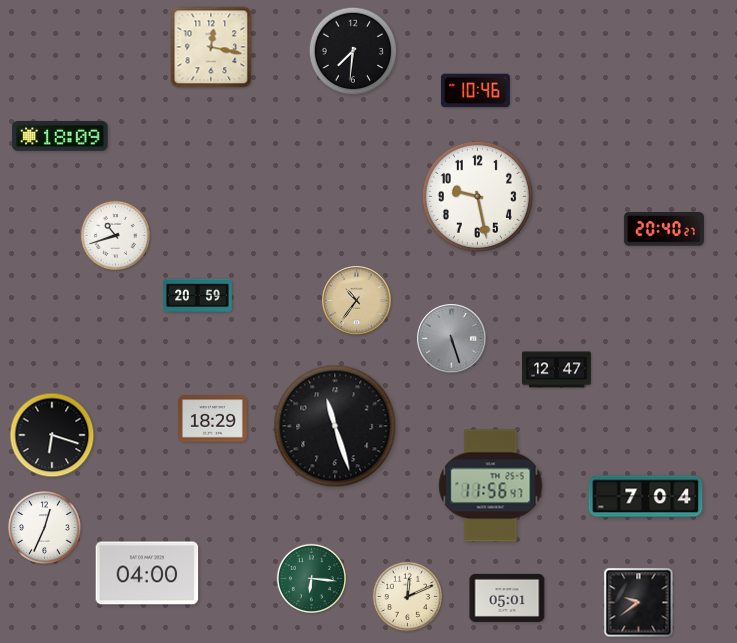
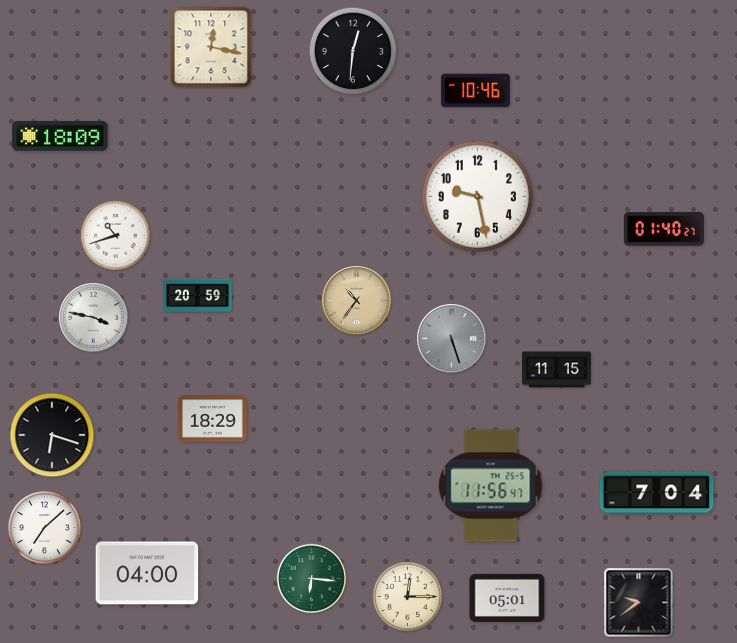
clock at (353, 51): 7:31 -> 12:31
clock at (664, 229): 20:40 -> 01:40
clock at (94, 318): none -> 3:47
clock at (557, 370): 12:47 -> 11:15
clock at (335, 426): 11:27 -> none
clock at (646, 497) position: (646, 497) -> (657, 493)
clock at (45, 528): 12:34 -> 7:08
clock at (407, 596): 12:11 -> 12:15
